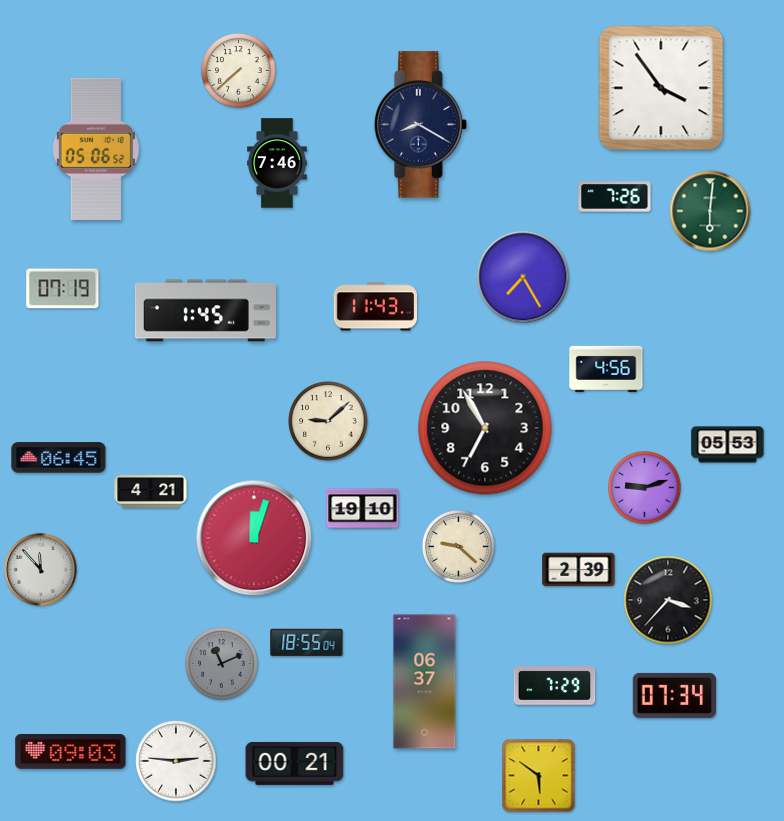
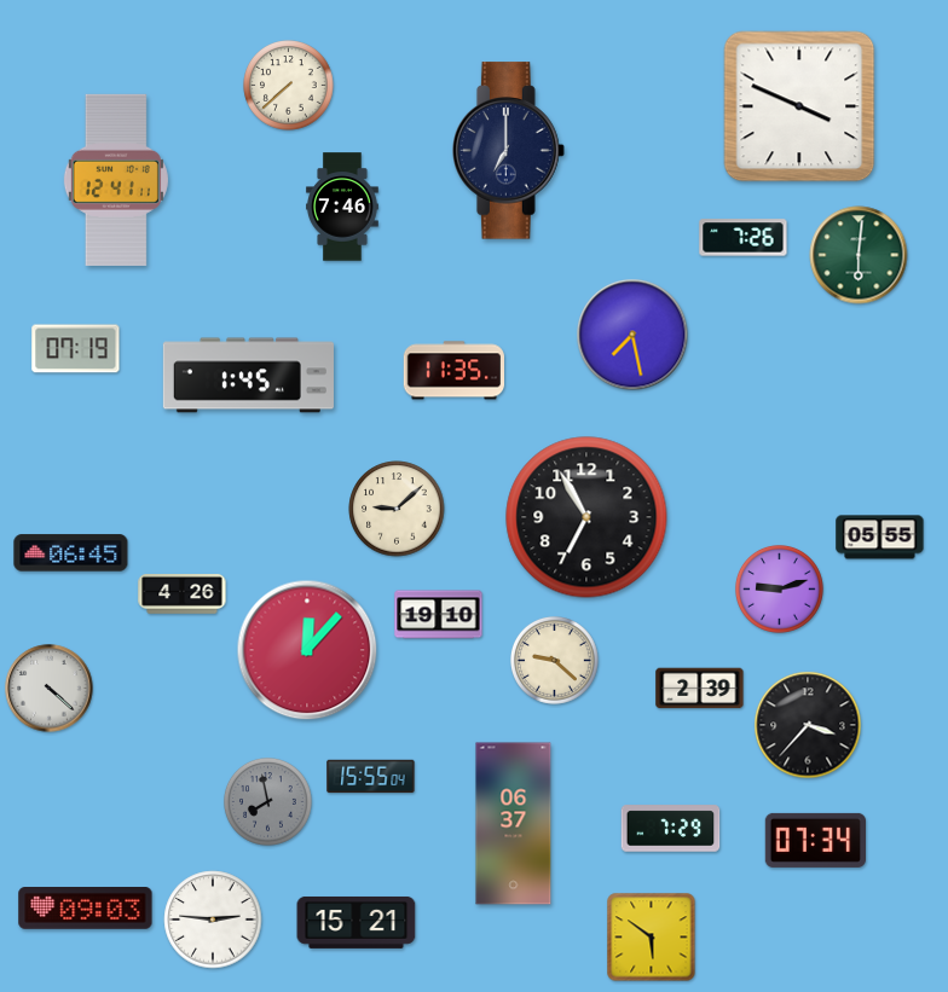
clock at (661, 88): 3:54 -> 3:49
clock at (421, 125): 8:20 -> 7:00
clock at (96, 149): 05:06 -> 12:41
clock at (278, 163) position: (278, 163) -> (343, 207)
clock at (523, 277): 7:25 -> 7:28
clock at (375, 307): 11:43 -> 11:35
clock at (606, 369): 4:56 -> none
clock at (728, 445): 05:53 -> 05:55
clock at (151, 492): 4:21 -> 4:26
clock at (254, 538): 12:03 -> 12:07
clock at (41, 570): 11:53 -> 4:22
clock at (307, 643): 18:55 -> 15:55
clock at (222, 664): 11:11 -> 7:58
clock at (295, 763): 00:21 -> 15:21
